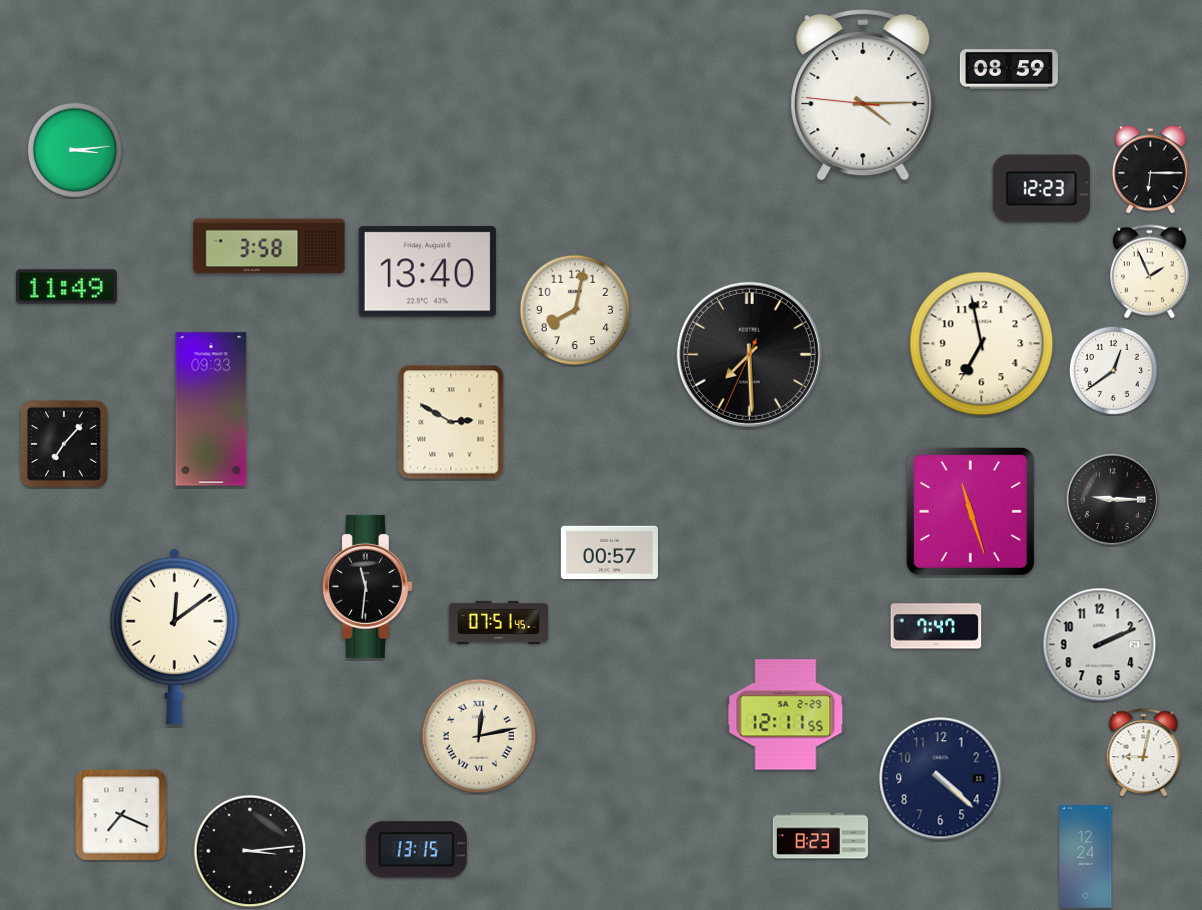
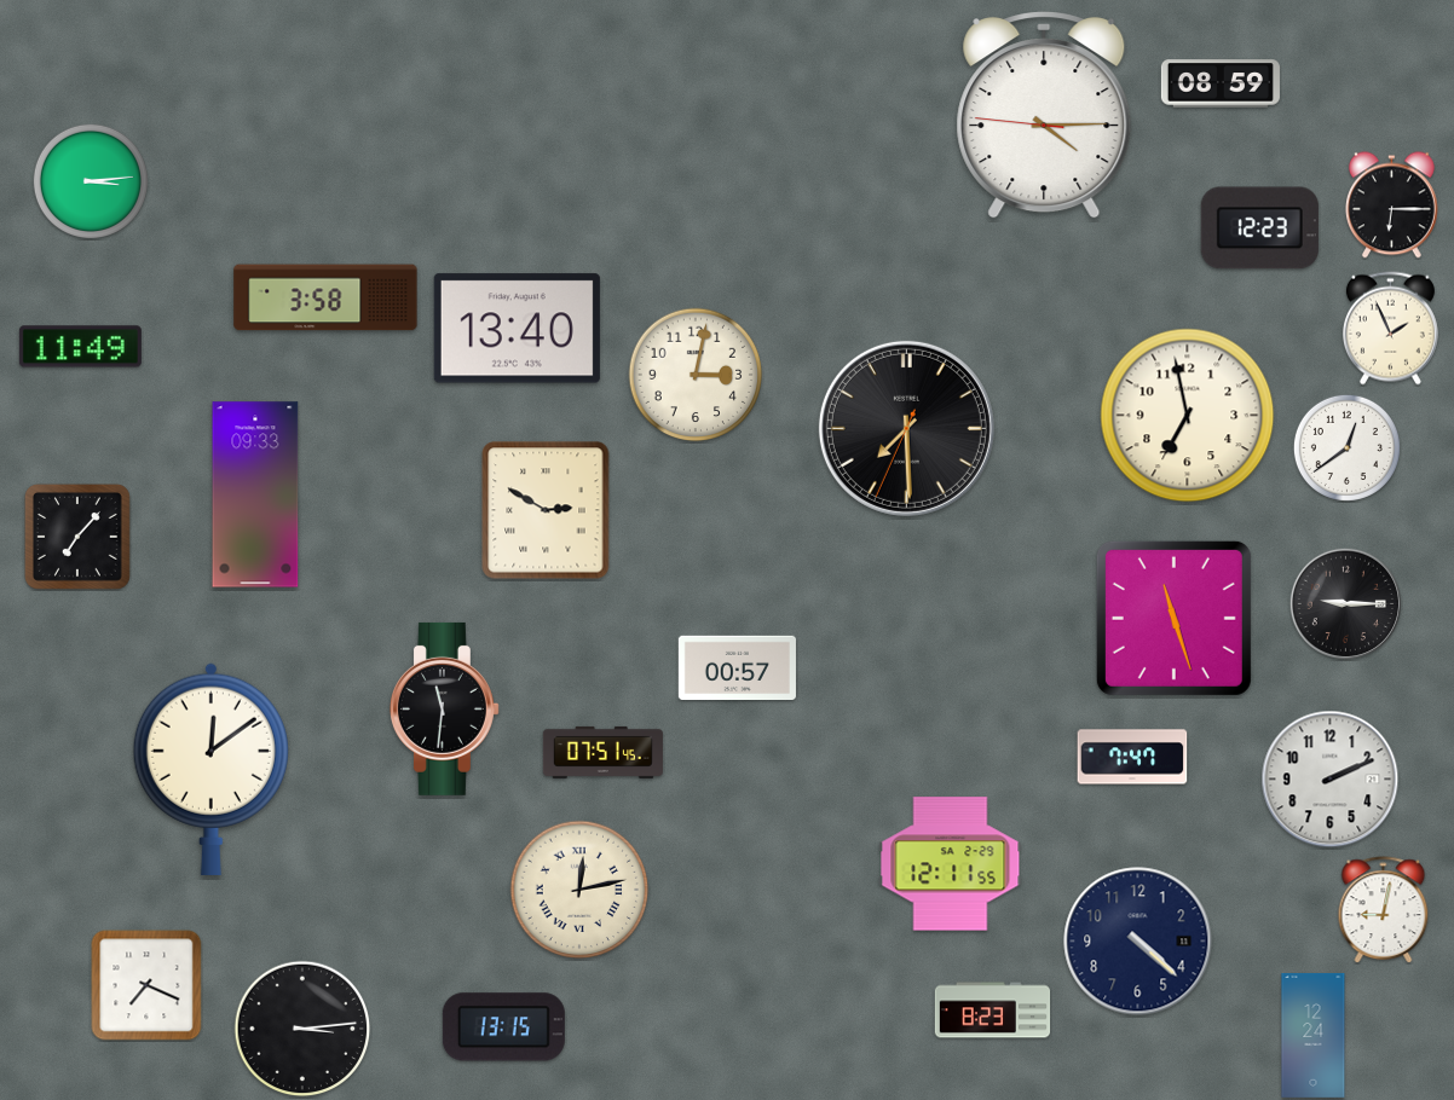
clock at (575, 310): 8:02 -> 3:02
